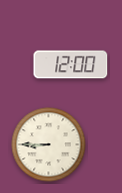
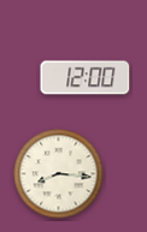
clock at (49, 145): 8:45 -> 8:16
